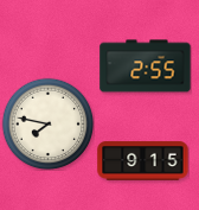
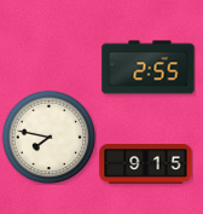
clock at (47, 123) position: (47, 123) -> (48, 137)
